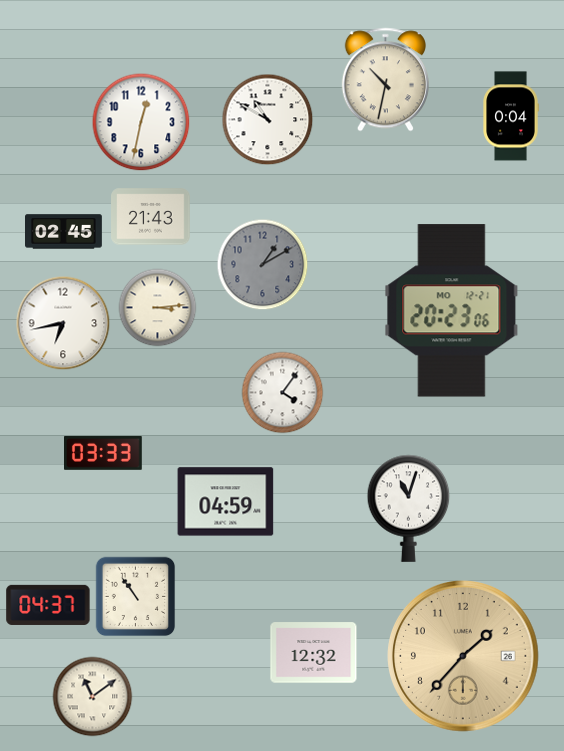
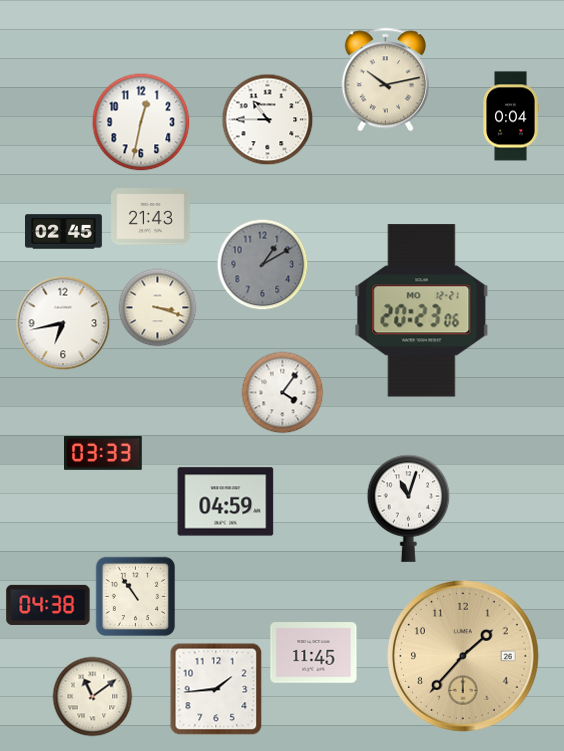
clock at (385, 80): 10:32 -> 10:13
clock at (268, 120): 10:50 -> 10:45
clock at (158, 308): 3:14 -> 3:18
clock at (452, 311) position: (452, 311) -> (422, 311)
clock at (48, 605): 04:37 -> 04:38
clock at (314, 653): 12:32 -> 11:45
clock at (216, 689): none -> 1:44
